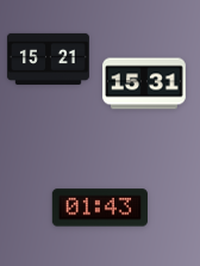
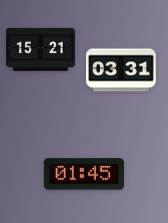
clock at (144, 83): 15:31 -> 03:31
clock at (100, 208): 01:43 -> 01:45
